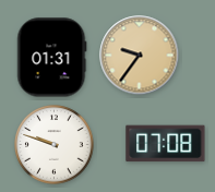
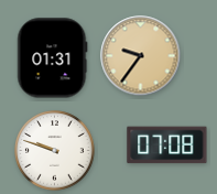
clock at (55, 145) position: (55, 145) -> (55, 151)
